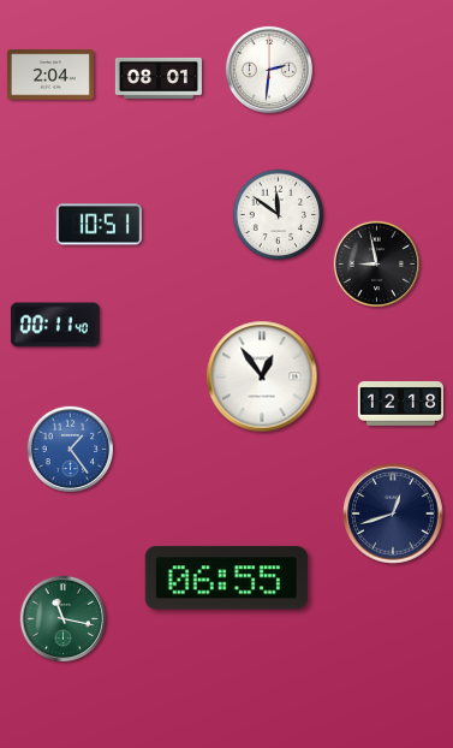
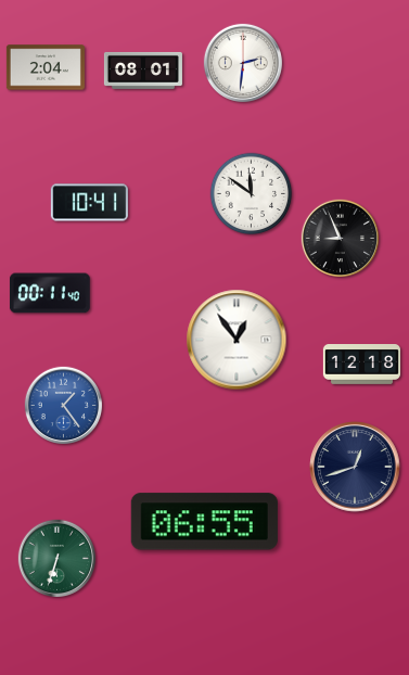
clock at (99, 225): 10:51 -> 10:41
clock at (376, 263): 8:58 -> 8:56
clock at (393, 513) position: (393, 513) -> (355, 467)
clock at (62, 618): 11:17 -> 6:33
